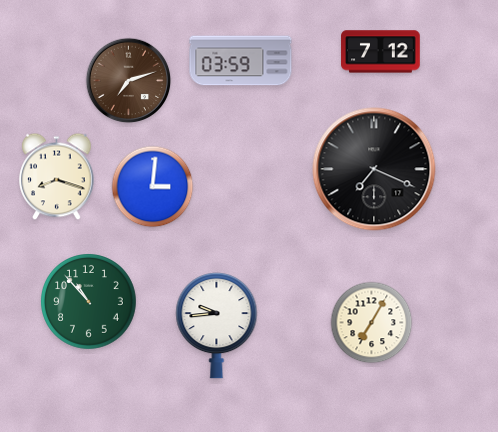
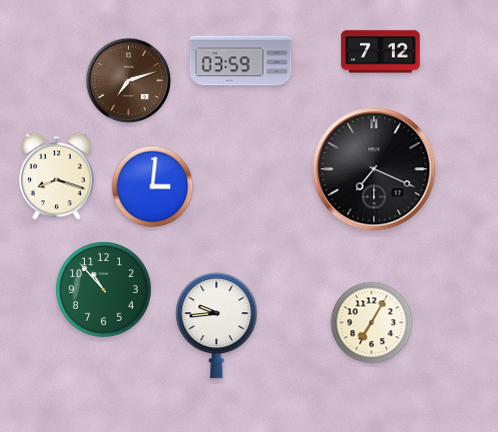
clock at (89, 302) position: (89, 302) -> (104, 290)
